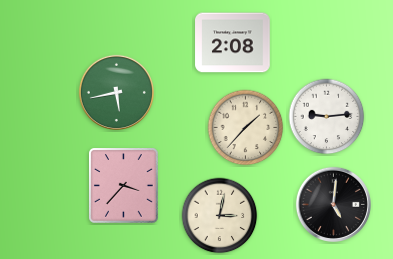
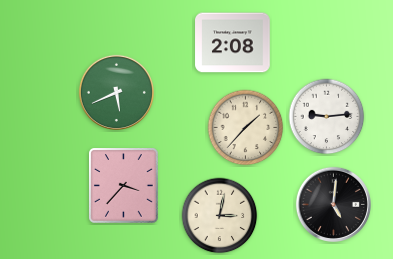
clock at (116, 92): 5:43 -> 5:41
